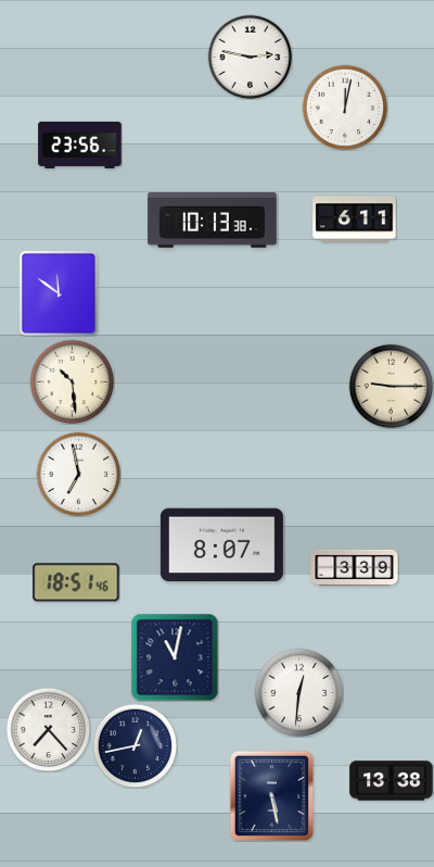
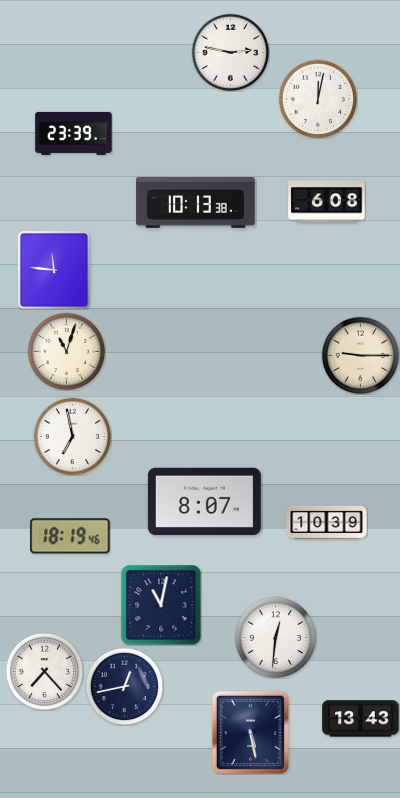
clock at (80, 144): 23:56 -> 23:39
clock at (355, 219): 6:11 -> 6:08
clock at (58, 292): 11:51 -> 11:46
clock at (72, 381): 10:29 -> 11:03
clock at (355, 567): 3:39 -> 10:39
clock at (76, 582): 18:51 -> 18:19
clock at (392, 781): 13:38 -> 13:43
